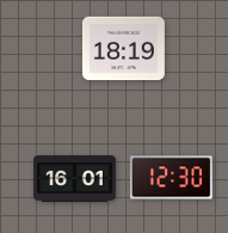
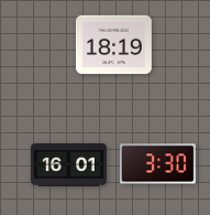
clock at (171, 178): 12:30 -> 3:30
